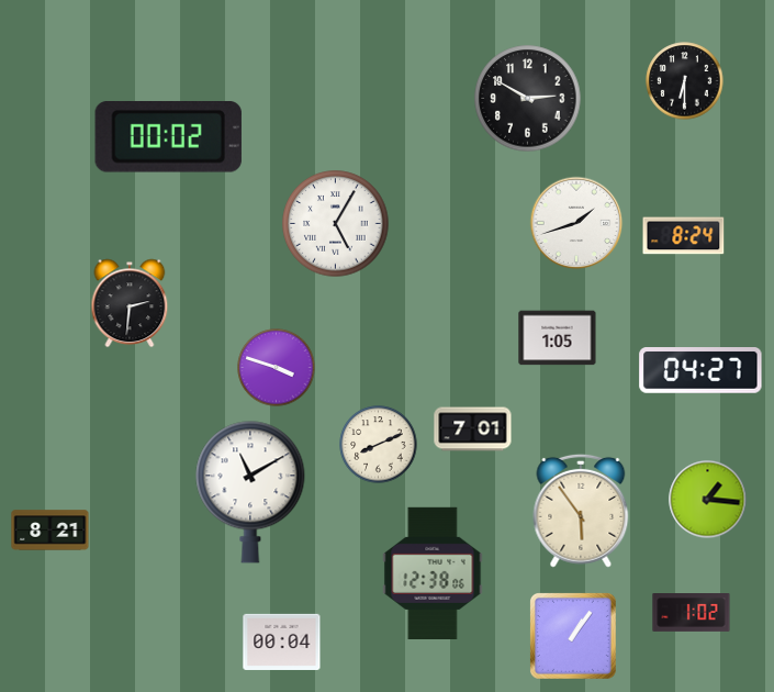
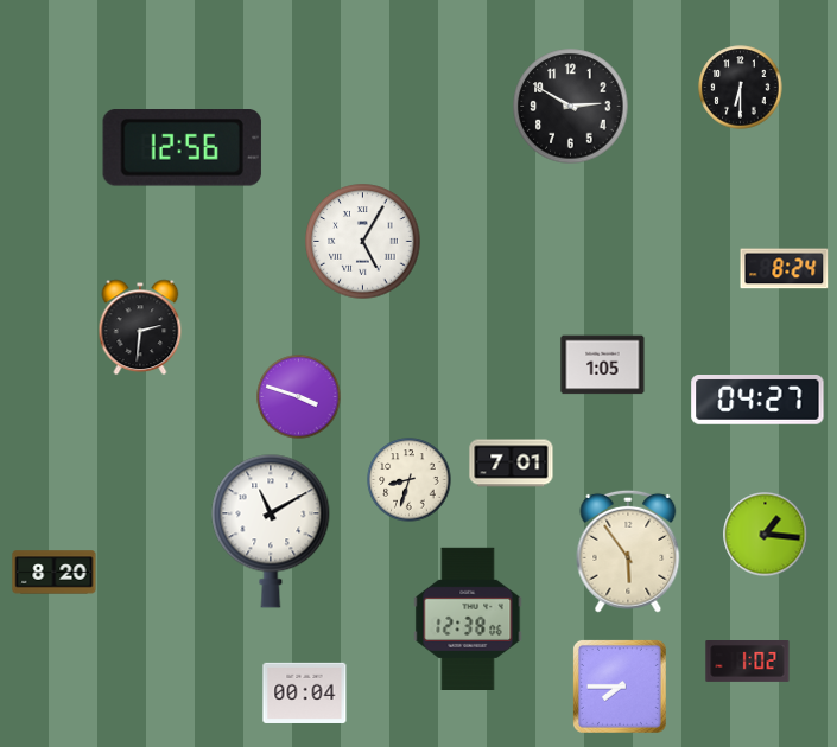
clock at (168, 137): 00:02 -> 12:56
clock at (576, 223): 1:42 -> none
clock at (684, 236) position: (684, 236) -> (785, 269)
clock at (379, 445): 8:11 -> 8:33
clock at (708, 500) position: (708, 500) -> (766, 535)
clock at (51, 531): 8:21 -> 8:20
clock at (573, 636): 1:06 -> 7:45
